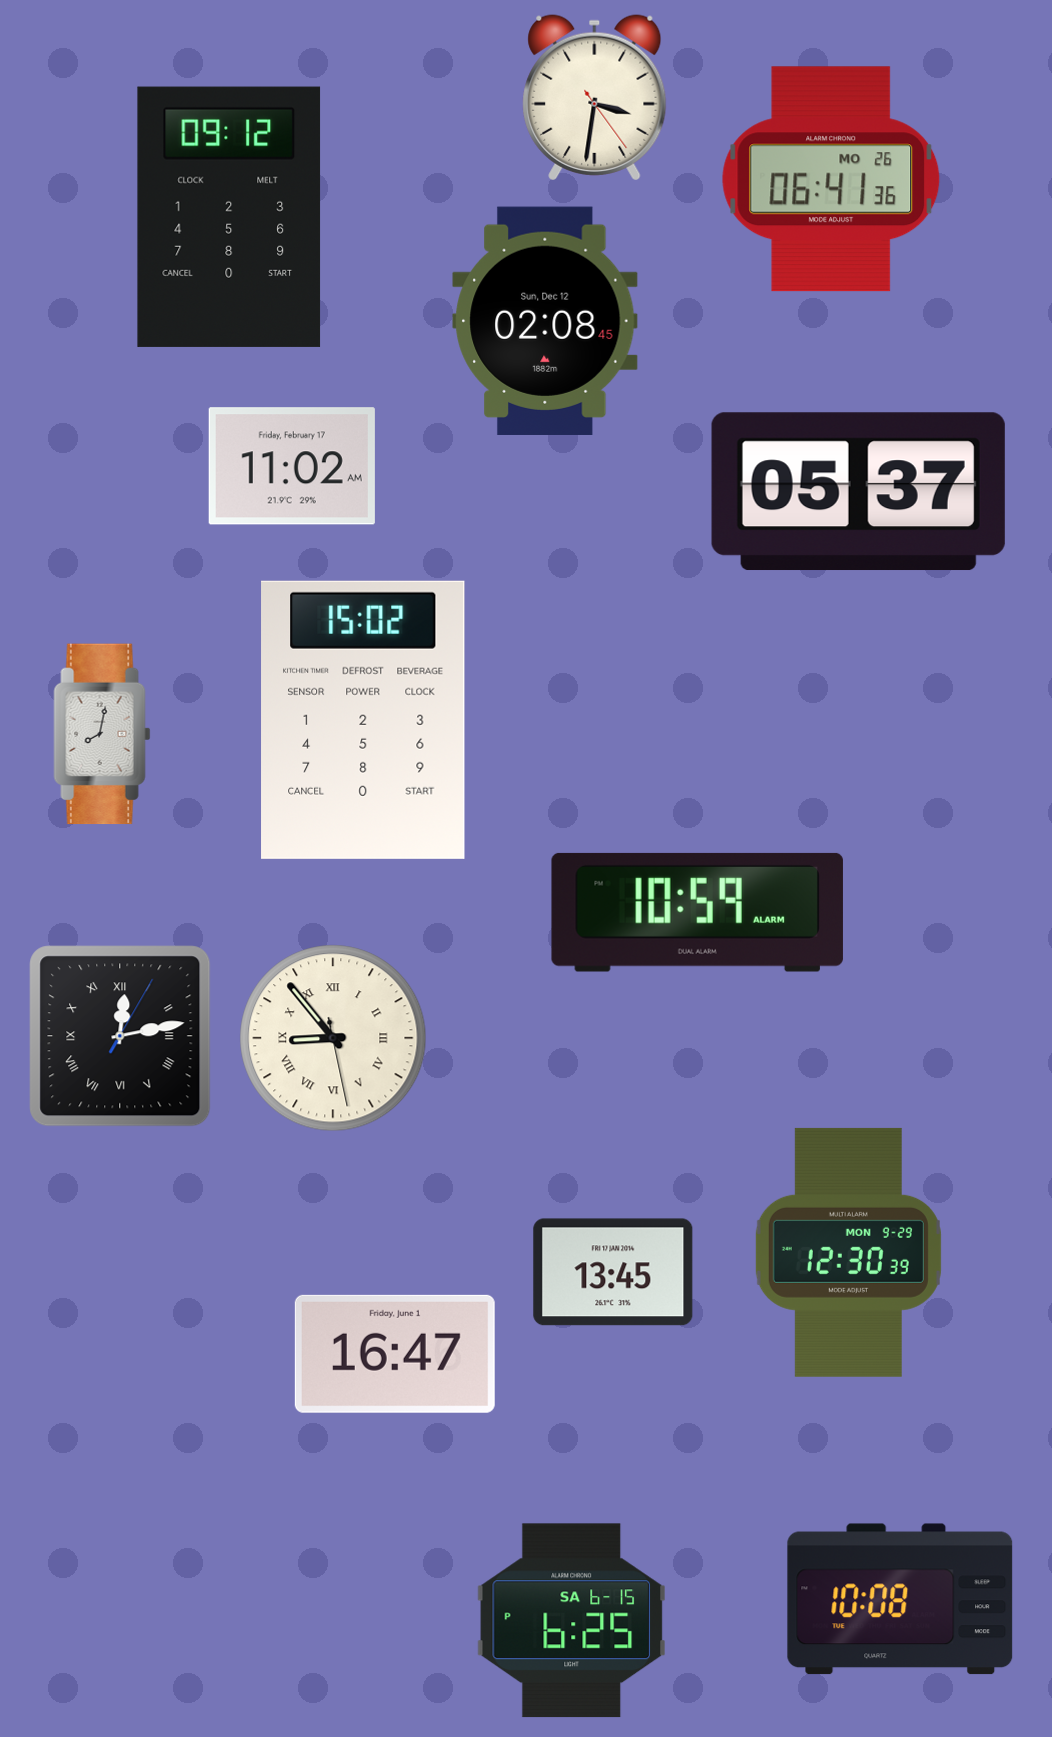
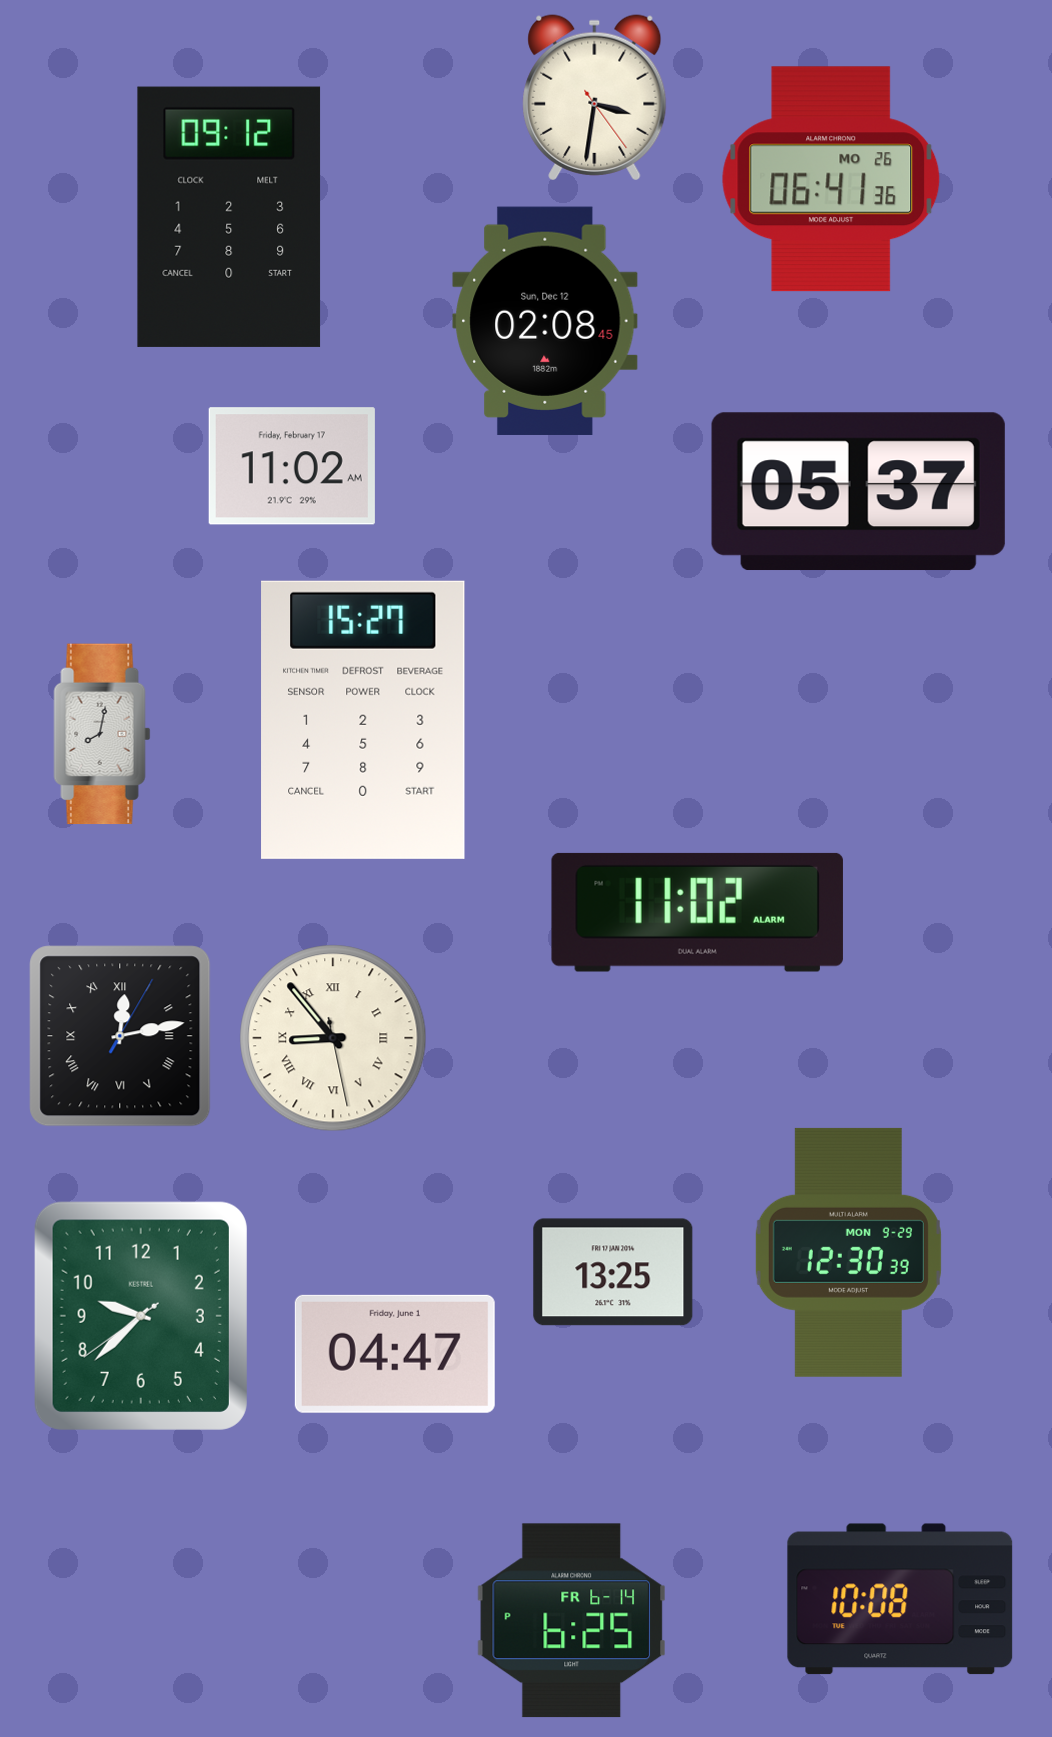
clock at (364, 720): 15:02 -> 15:27
clock at (697, 912): 10:59 -> 11:02
clock at (613, 1272): 13:45 -> 13:25
clock at (141, 1316): none -> 9:37
clock at (395, 1354): 16:47 -> 04:47
clock at (571, 1621) date: SA 6-15 -> FR 6-14
